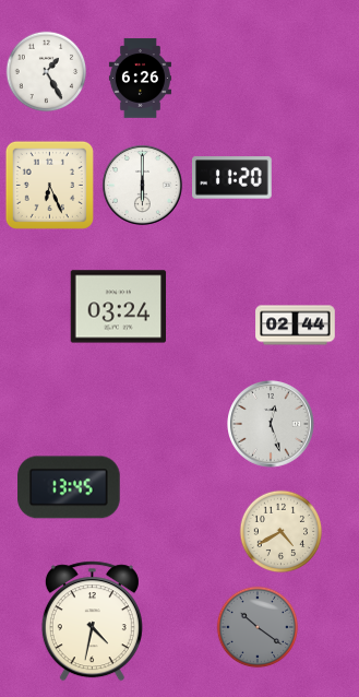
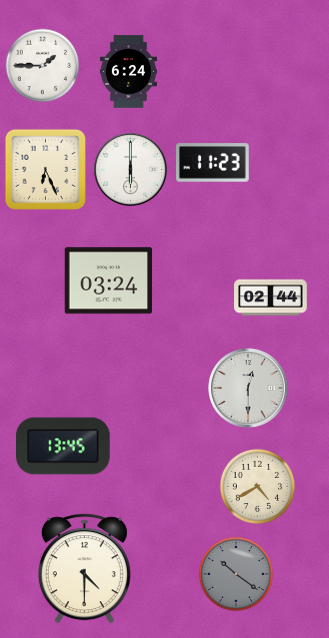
clock at (47, 72): 1:25 -> 1:45
clock at (140, 79): 6:26 -> 6:24
clock at (232, 178): 11:20 -> 11:23
clock at (272, 425): 12:27 -> 12:30
clock at (92, 622): 4:32 -> 4:30
